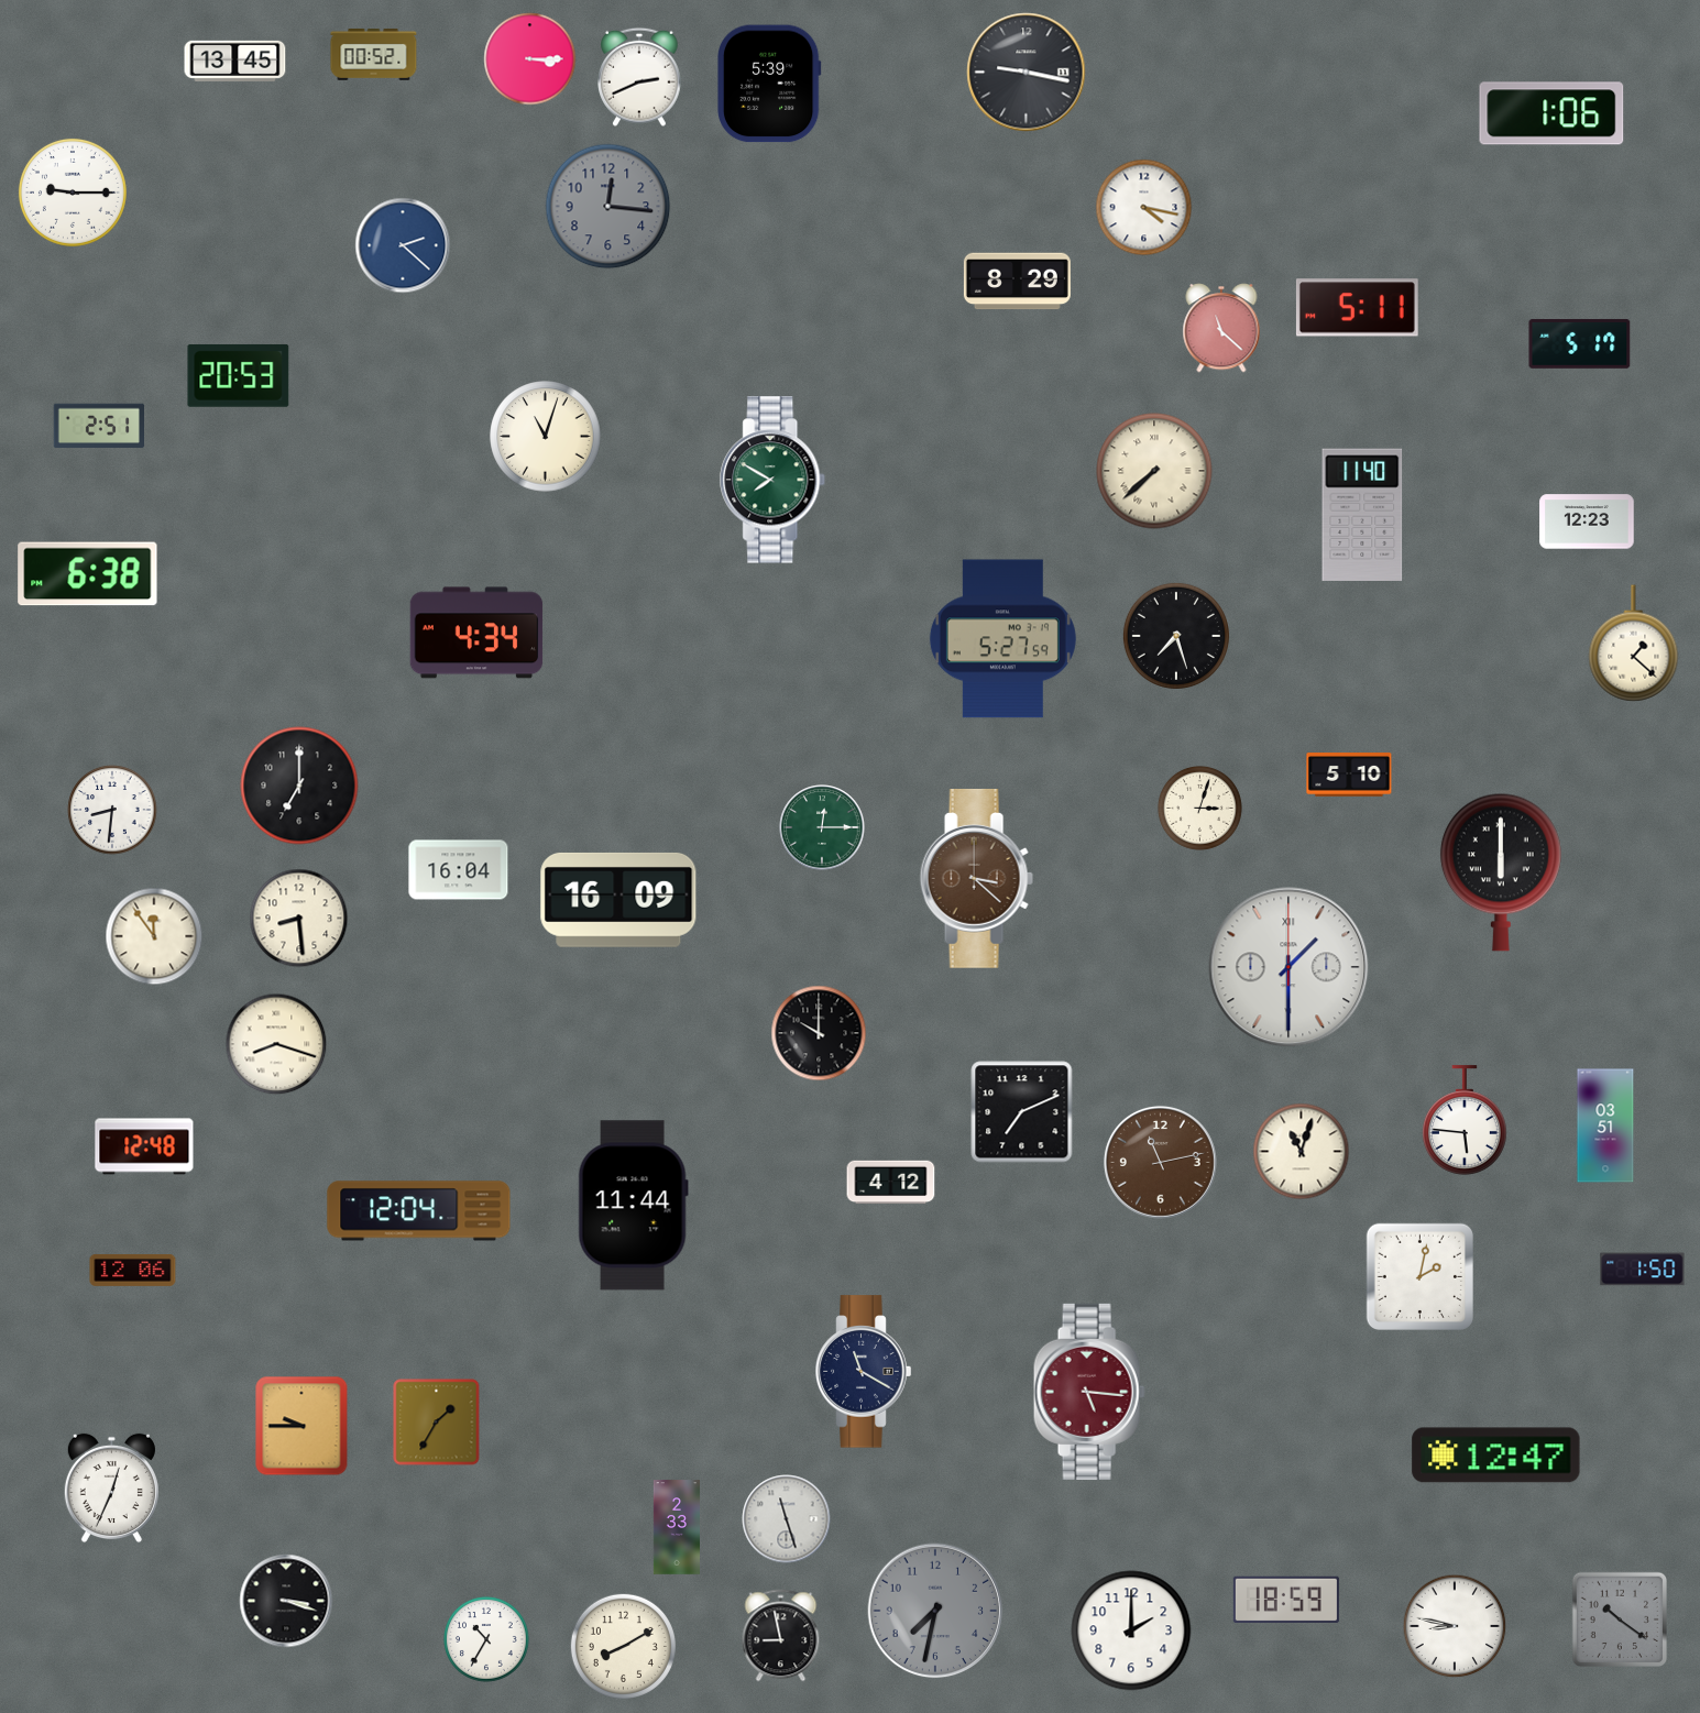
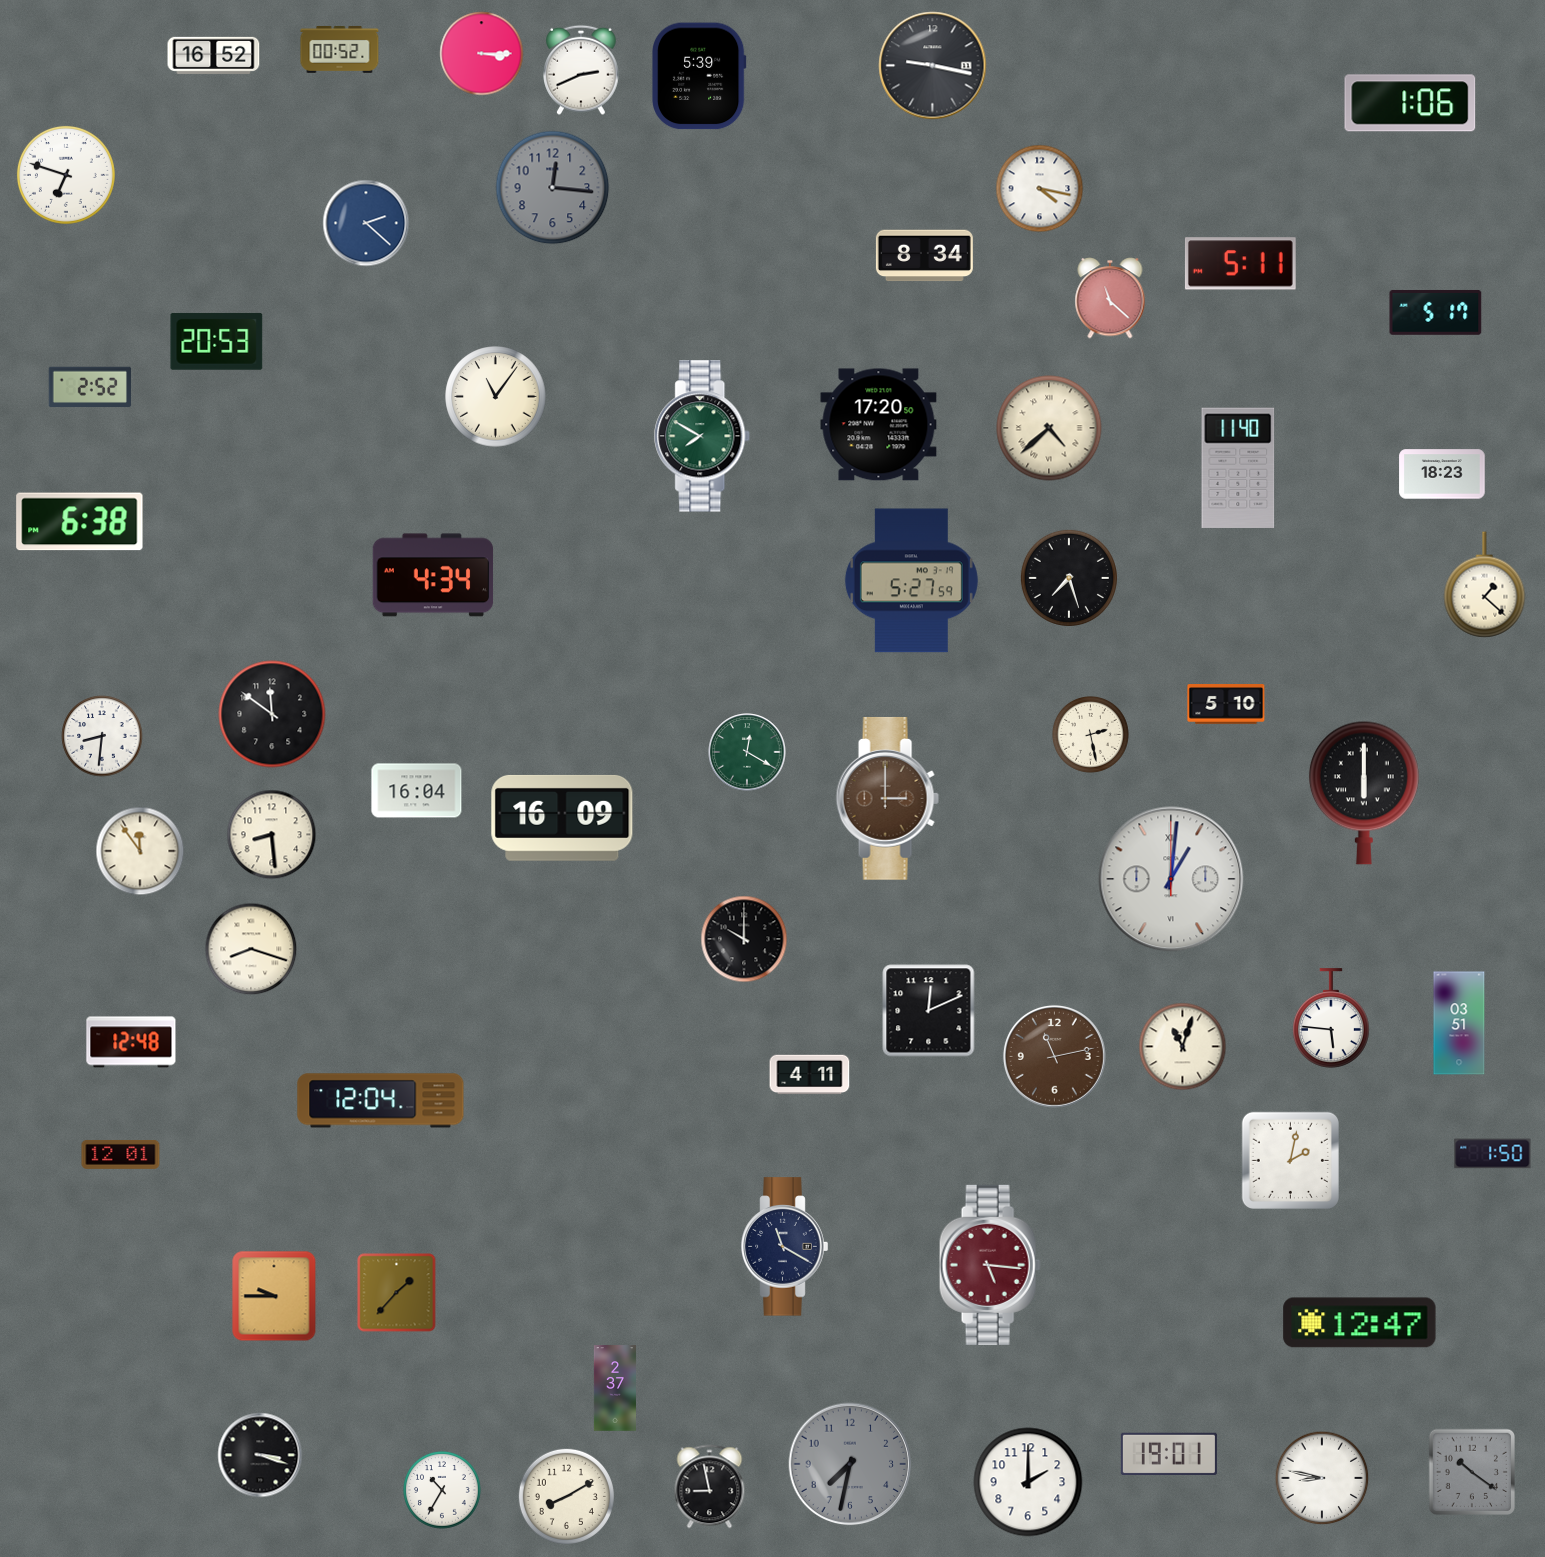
clock at (235, 61): 13:45 -> 16:52
clock at (73, 193): 9:15 -> 6:48
clock at (1017, 282): 8:29 -> 8:34
clock at (1357, 308) position: (1357, 308) -> (1240, 264)
clock at (98, 426): 2:51 -> 2:52
clock at (546, 437): 11:03 -> 11:06
clock at (879, 425): none -> 17:20
clock at (1154, 471): 7:38 -> 4:38
clock at (1587, 521): 12:23 -> 18:23
clock at (299, 786): 7:00 -> 11:51
clock at (1199, 808): 3:03 -> 2:28
clock at (822, 827): 12:15 -> 12:20
clock at (976, 878): 3:22 -> 3:00
clock at (1288, 967): 1:30 -> 1:01
clock at (1022, 1112): 7:11 -> 12:11
clock at (891, 1183): 4:12 -> 4:11
clock at (633, 1206): 11:44 -> none
clock at (133, 1270): 12:06 -> 12:01
clock at (437, 1423): 1:35 -> 1:37
clock at (111, 1489): 12:34 -> none
clock at (787, 1519): 11:27 -> none
clock at (677, 1527): 2:33 -> 2:37
clock at (1286, 1599): 18:59 -> 19:01
